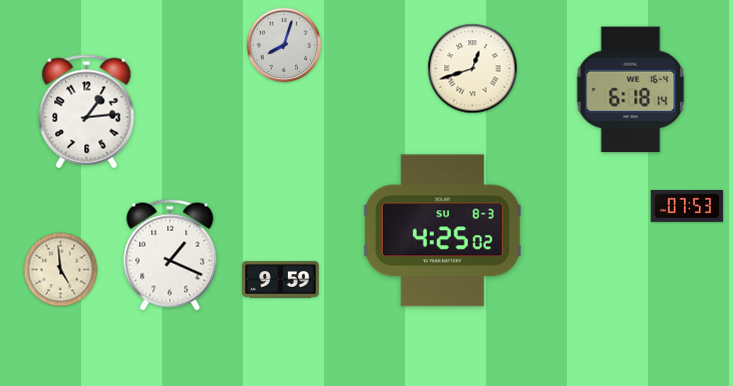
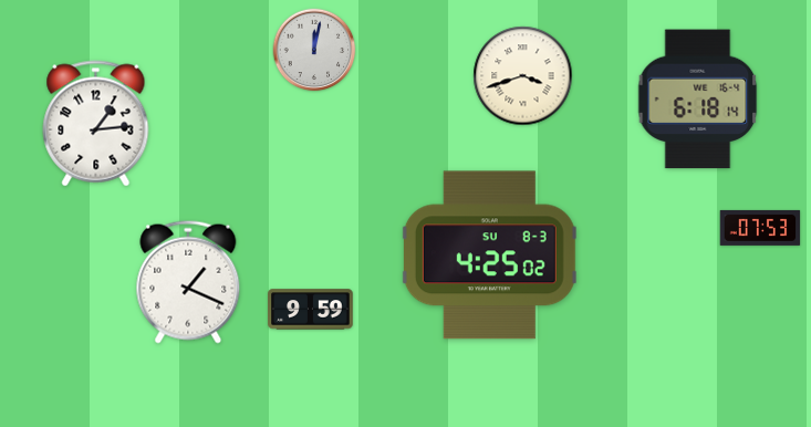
clock at (284, 45): 8:03 -> 12:02
clock at (473, 69): 12:42 -> 3:42
clock at (61, 270): 4:59 -> none
